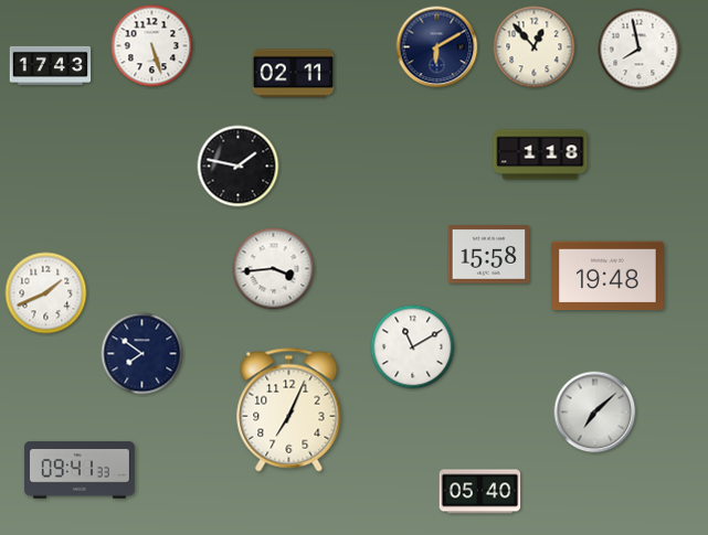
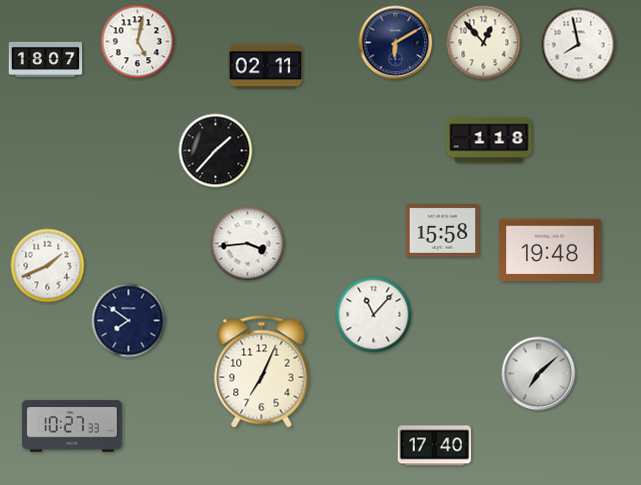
clock at (152, 46): 5:27 -> 5:02
clock at (51, 65): 17:43 -> 18:07
clock at (239, 167): 1:47 -> 1:37
clock at (46, 293) position: (46, 293) -> (48, 266)
clock at (413, 347): 11:10 -> 11:07
clock at (80, 470): 09:41 -> 10:27
clock at (480, 492): 05:40 -> 17:40
